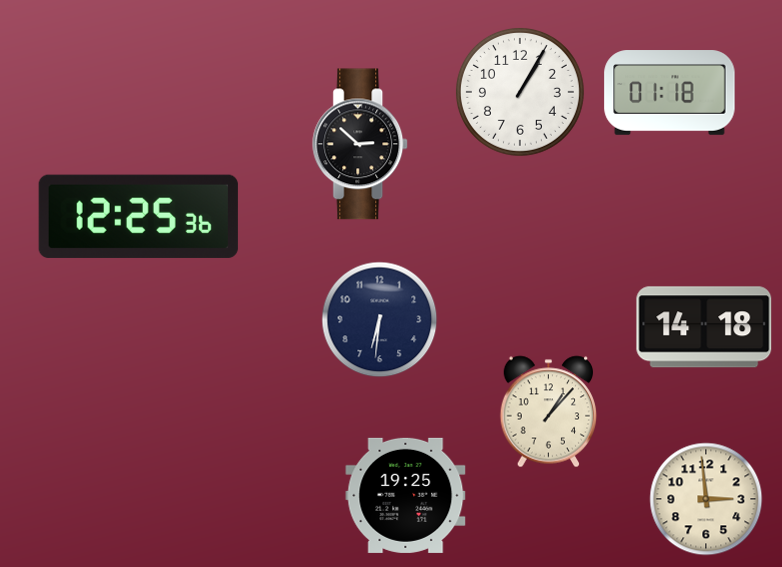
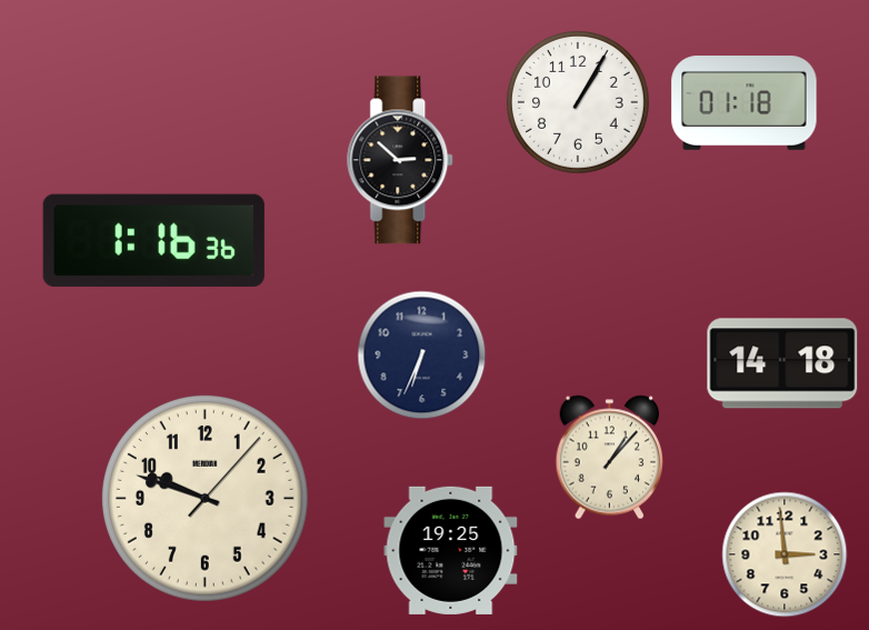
clock at (138, 216): 12:25 -> 1:16
clock at (380, 320): 6:31 -> 6:34
clock at (204, 498): none -> 9:48
